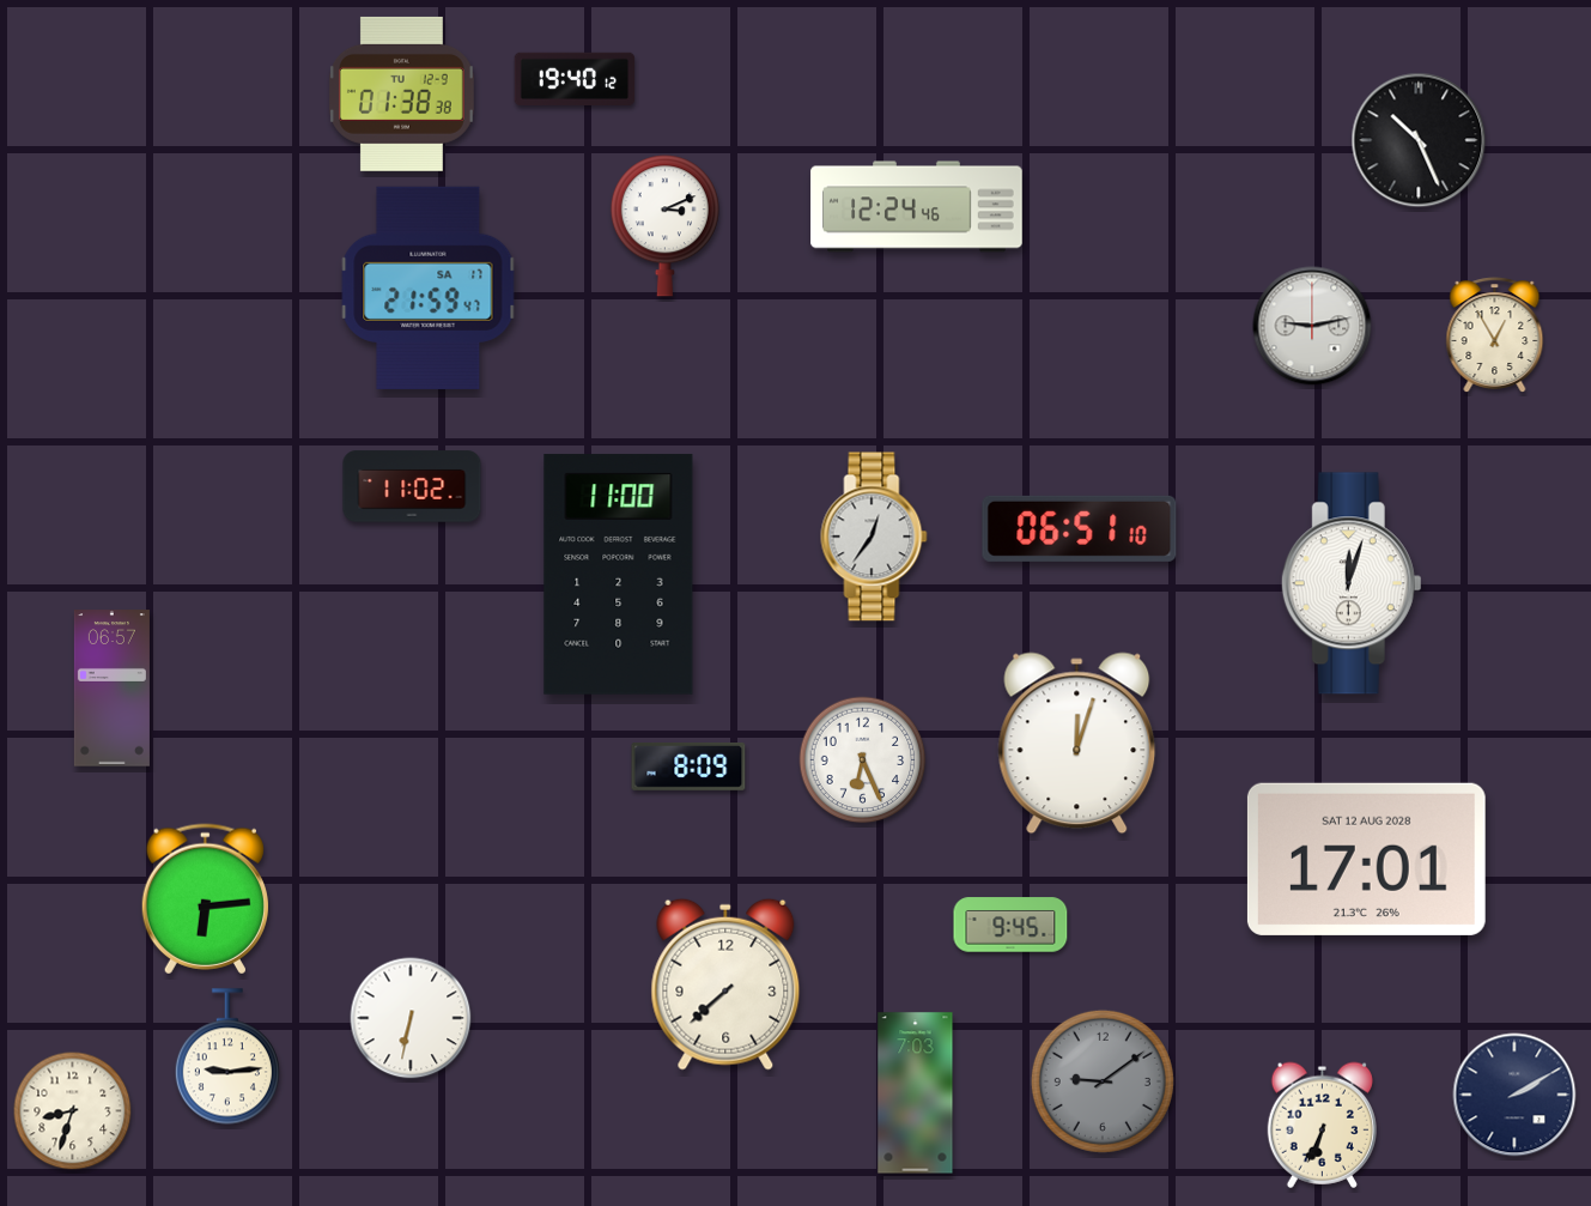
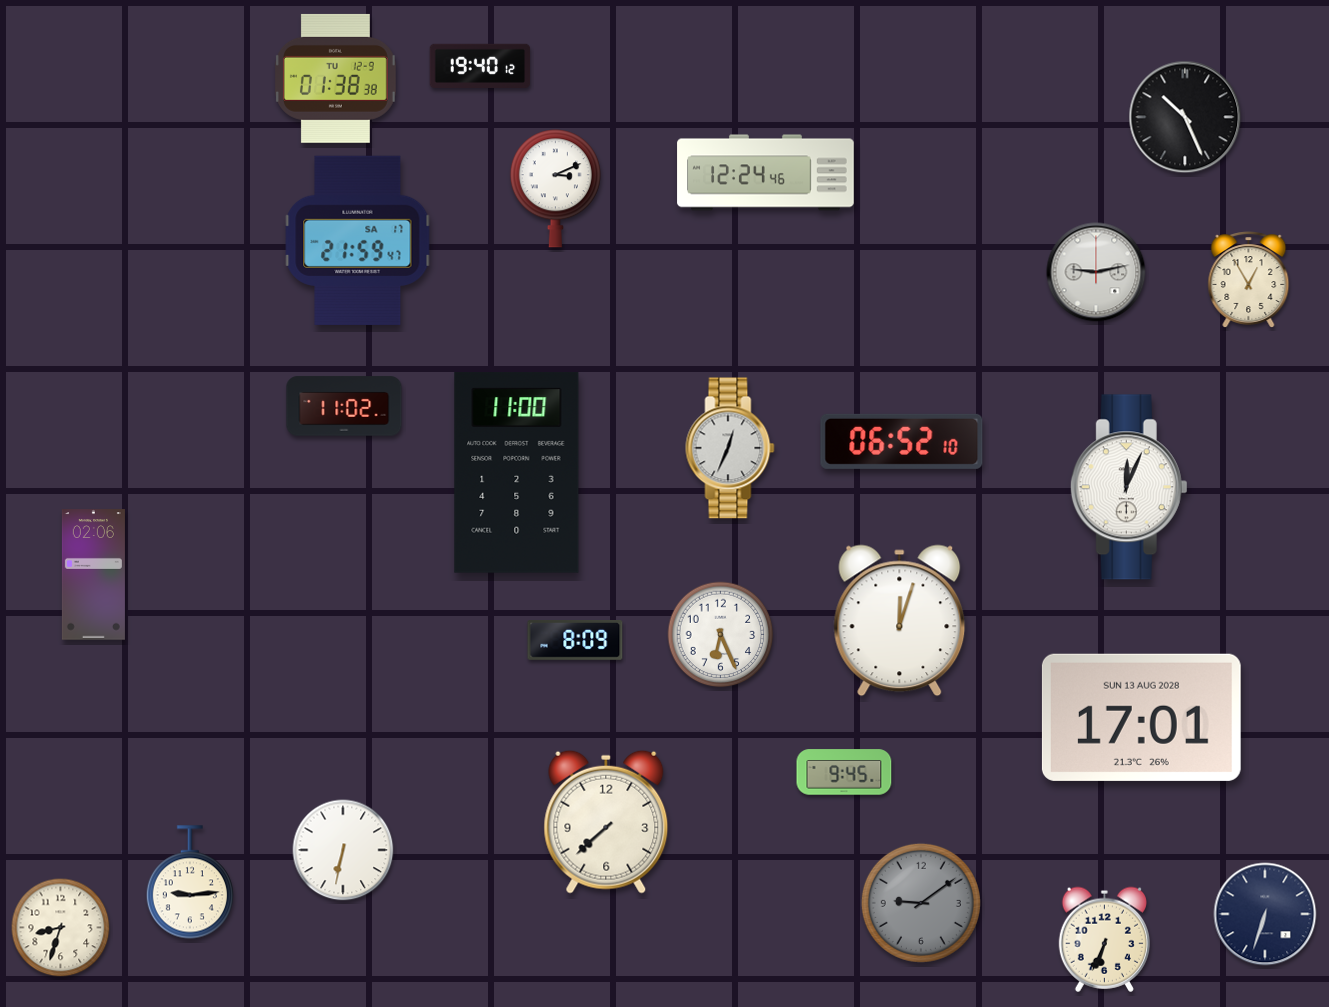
clock at (1080, 528): 06:51 -> 06:52
clock at (874, 537): 12:36 -> 12:34
clock at (619, 575) position: (619, 575) -> (517, 473)
clock at (1352, 583): 12:03 -> 12:04
clock at (111, 689): 06:57 -> 02:06
clock at (1366, 859) date: SAT 12 AUG 2028 -> SUN 13 AUG 2028
clock at (205, 899): 6:14 -> none
clock at (916, 1093): 7:03 -> none
clock at (1514, 1095): 2:10 -> 6:33
